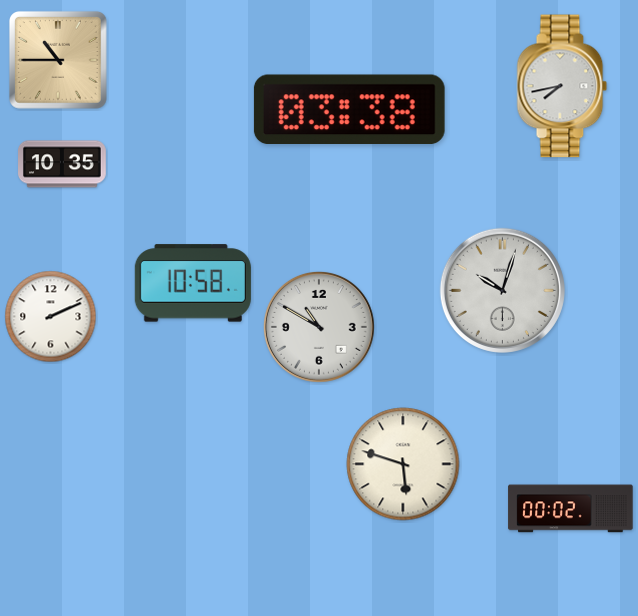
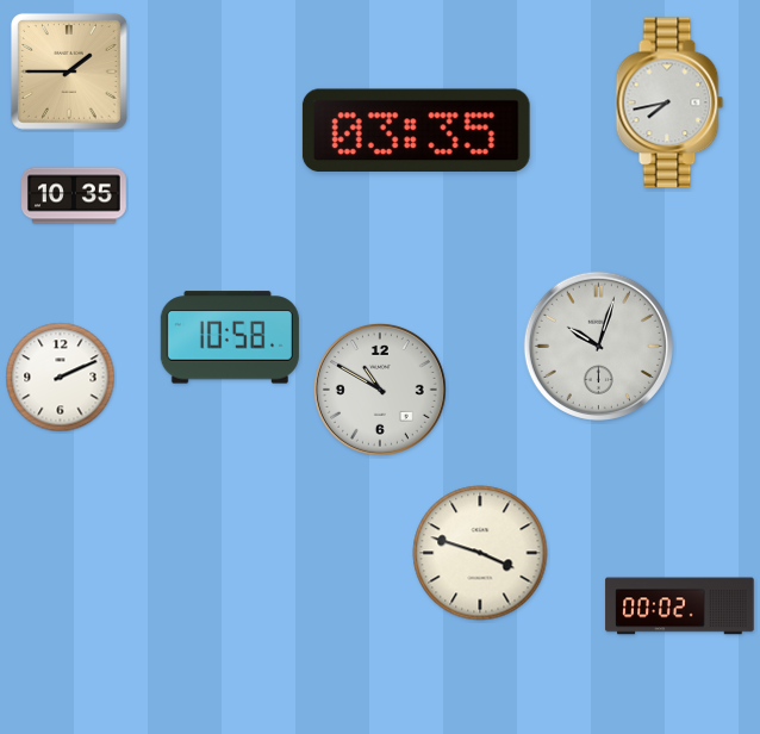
clock at (58, 60): 10:45 -> 1:45
clock at (349, 109): 03:38 -> 03:35
clock at (403, 464): 5:48 -> 3:48
